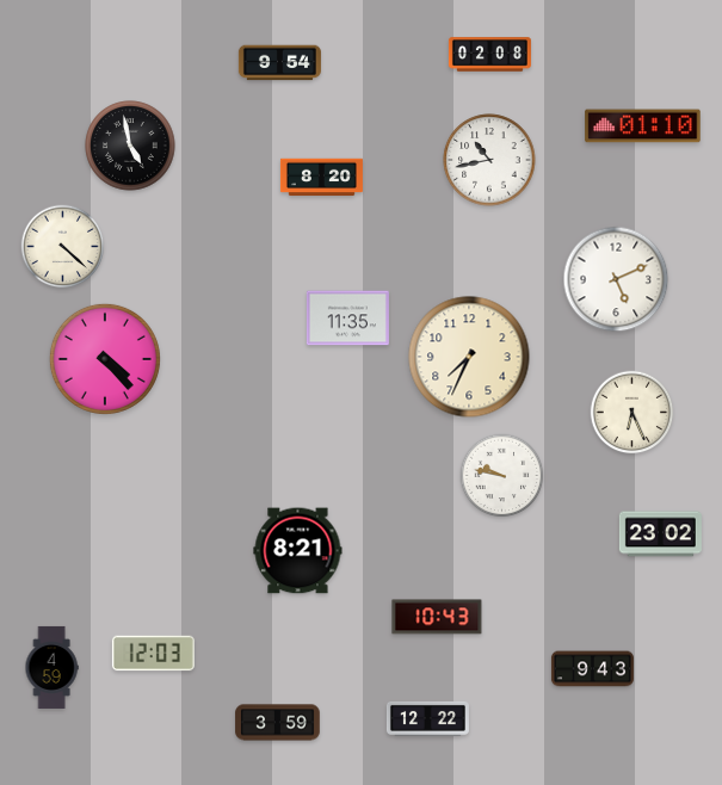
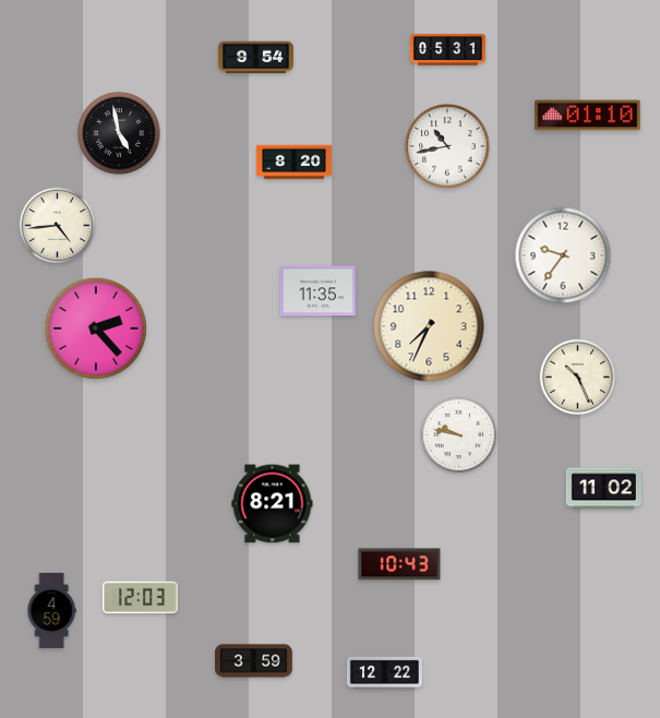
clock at (489, 55): 02:08 -> 05:31
clock at (63, 247): 4:22 -> 4:44
clock at (616, 279): 5:11 -> 9:36
clock at (105, 359): 4:23 -> 2:23
clock at (632, 413): 6:26 -> 10:26
clock at (660, 534): 23:02 -> 11:02
clock at (51, 667) position: (51, 667) -> (51, 610)
clock at (592, 669): 9:43 -> none
clock at (427, 718) position: (427, 718) -> (384, 672)
